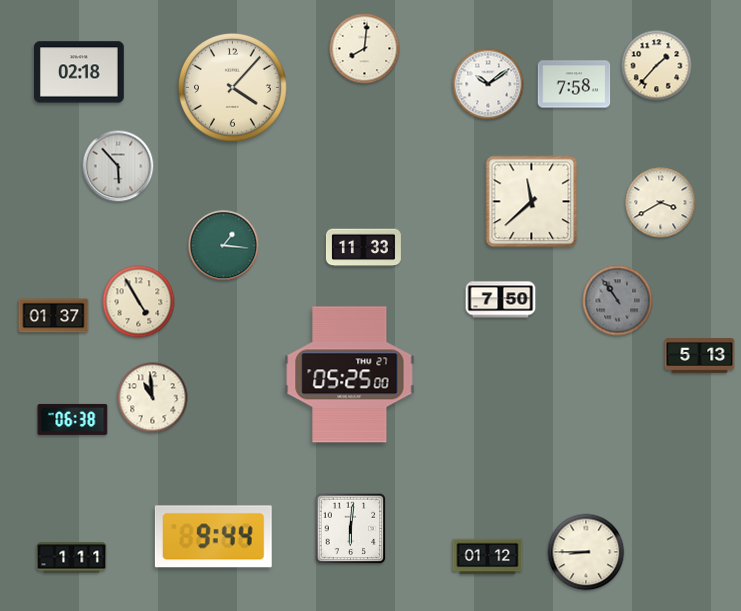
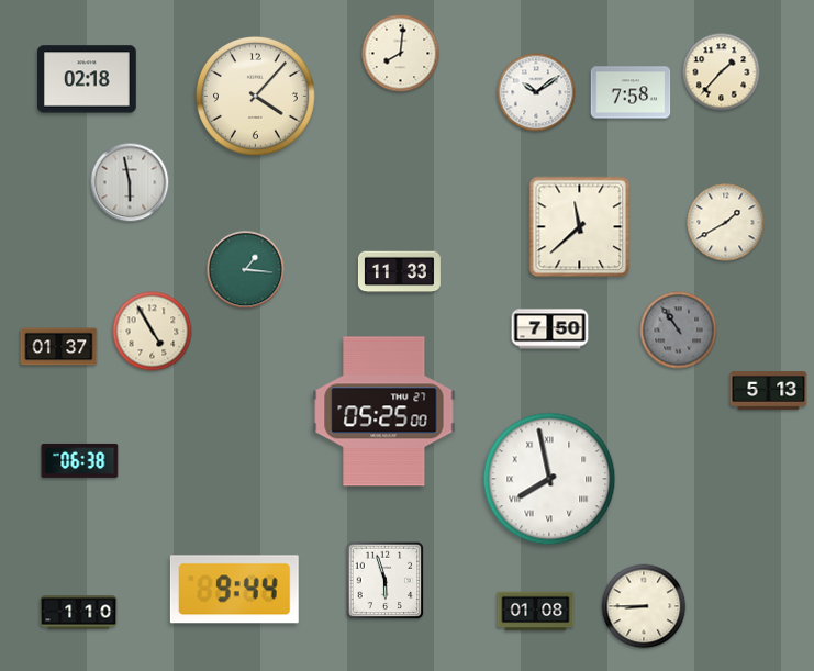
clock at (118, 166): 5:53 -> 5:58
clock at (532, 202) position: (532, 202) -> (580, 227)
clock at (661, 203): 3:40 -> 1:40
clock at (153, 398): 10:59 -> none
clock at (549, 479): none -> 7:58
clock at (351, 529): 6:01 -> 5:57
clock at (488, 557): 01:12 -> 01:08
clock at (72, 558): 1:11 -> 1:10
